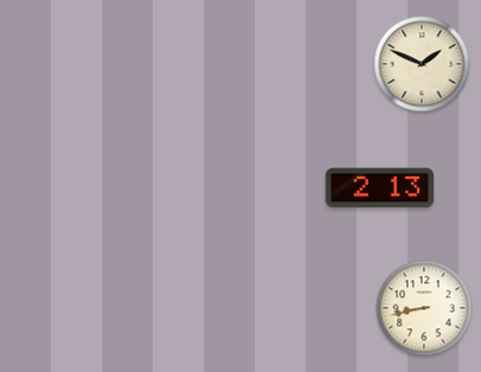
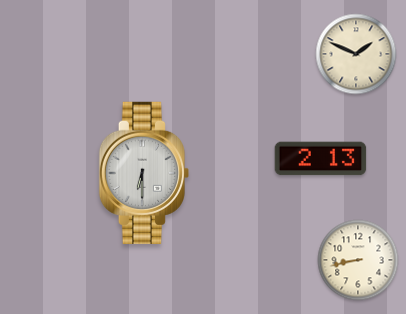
clock at (143, 173): none -> 6:30
